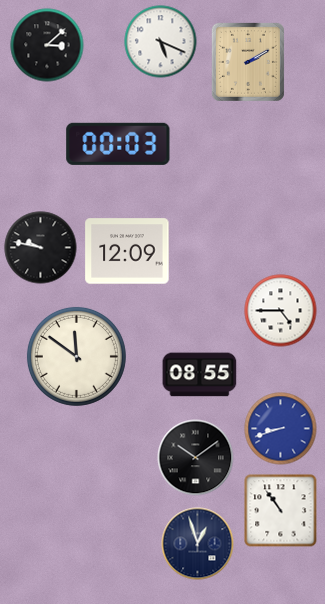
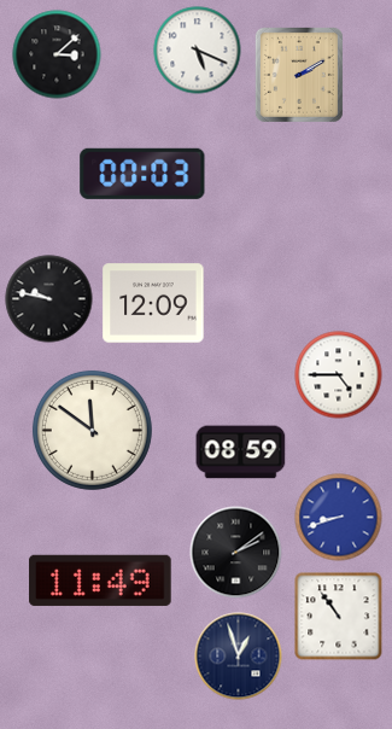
clock at (161, 42) position: (161, 42) -> (198, 51)
clock at (200, 375): 08:55 -> 08:59
clock at (196, 458): 10:09 -> 2:09
clock at (100, 581): none -> 11:49
